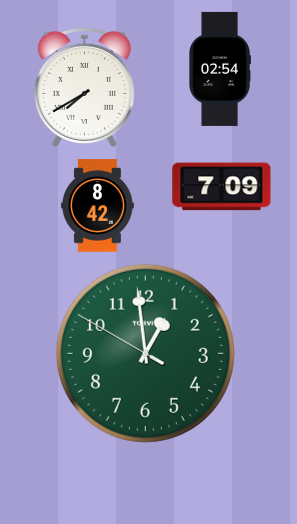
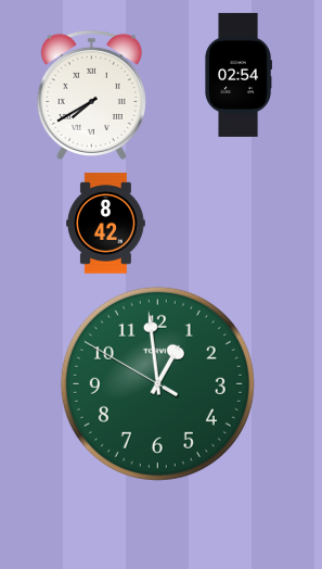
clock at (222, 187): 7:09 -> none
